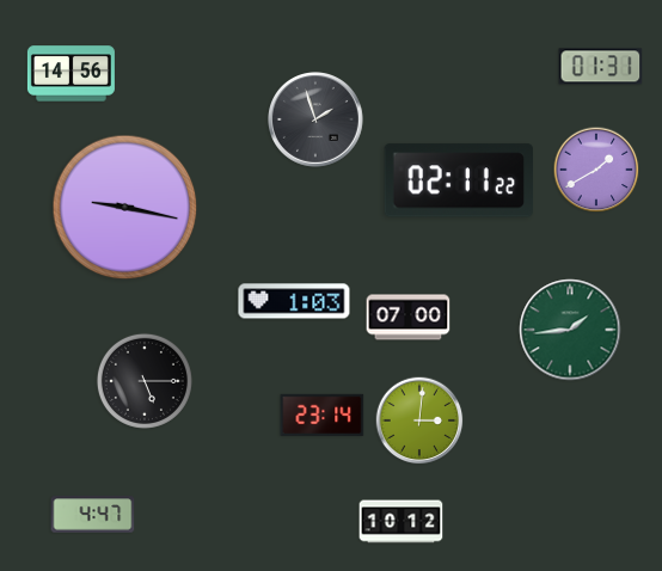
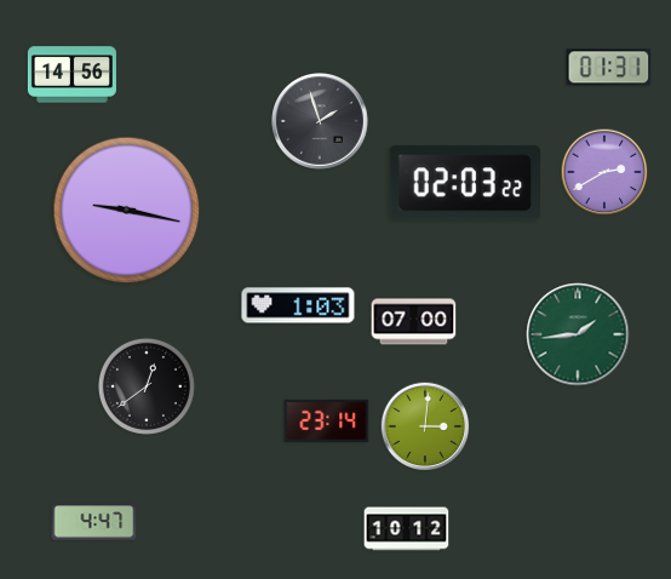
clock at (596, 170): 1:40 -> 2:40
clock at (458, 180): 02:11 -> 02:03
clock at (145, 381): 5:15 -> 12:39
